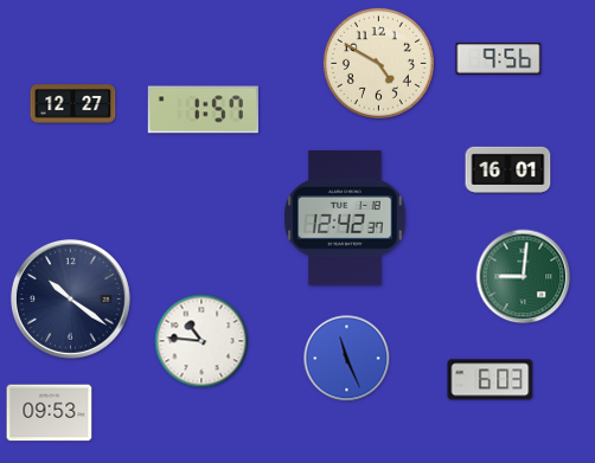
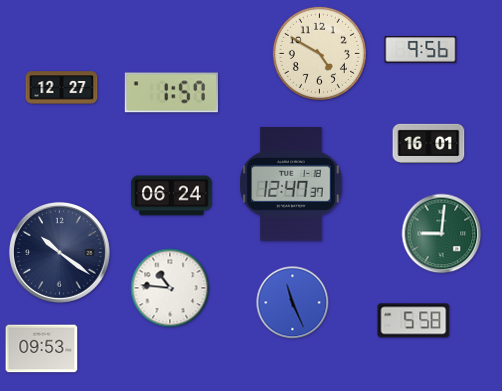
clock at (345, 218): 12:42 -> 12:47
clock at (172, 196): none -> 06:24
clock at (491, 380): 6:03 -> 5:58
